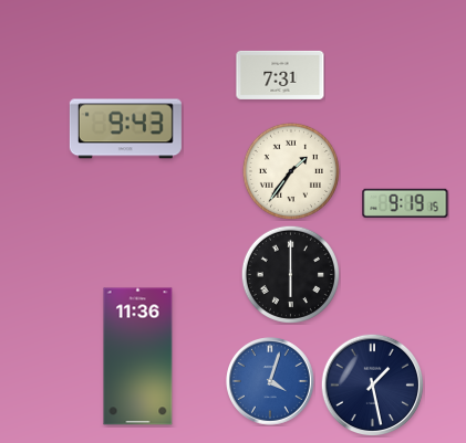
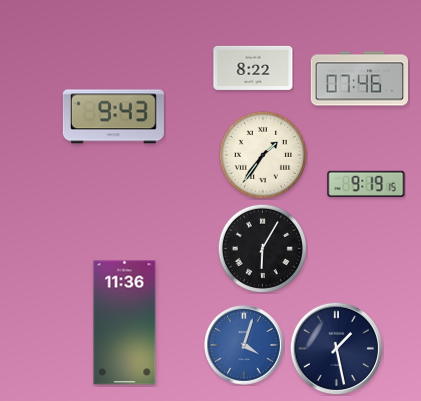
clock at (280, 75): 7:31 -> 8:22
clock at (359, 79): none -> 07:46
clock at (290, 274): 6:00 -> 6:05
